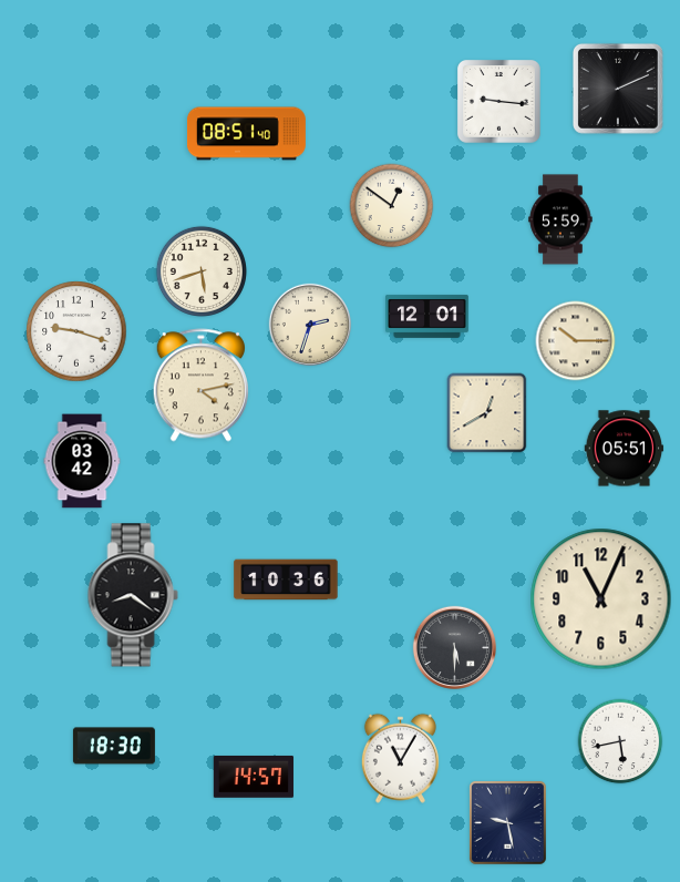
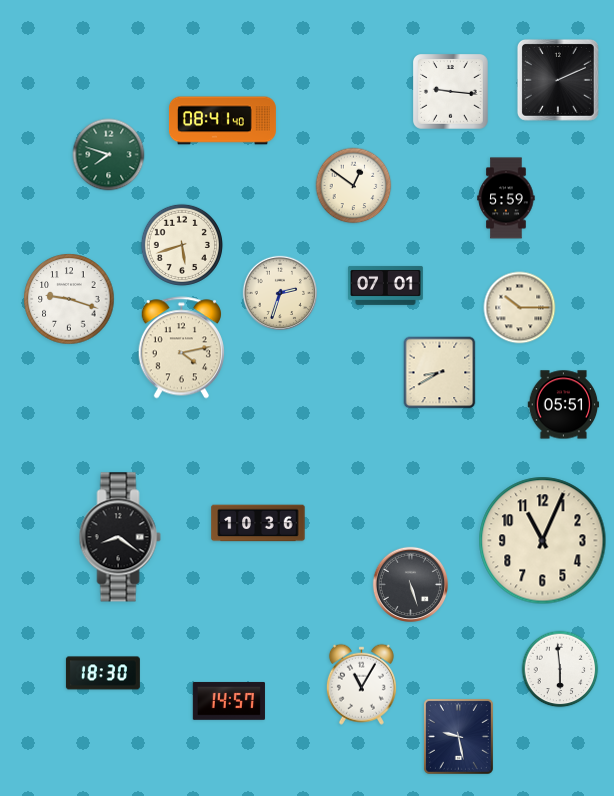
clock at (246, 134): 08:51 -> 08:41
clock at (109, 155): none -> 7:48
clock at (427, 316): 12:01 -> 07:01
clock at (487, 413): 12:40 -> 8:40
clock at (82, 461): 03:42 -> none
clock at (454, 647): 5:30 -> 5:27
clock at (620, 741): 5:43 -> 5:59
clock at (507, 822) position: (507, 822) -> (458, 736)
